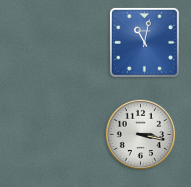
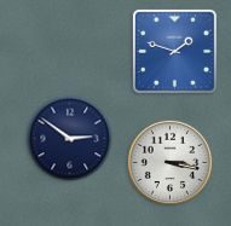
clock at (144, 42): 11:02 -> 1:48
clock at (70, 139): none -> 2:51
